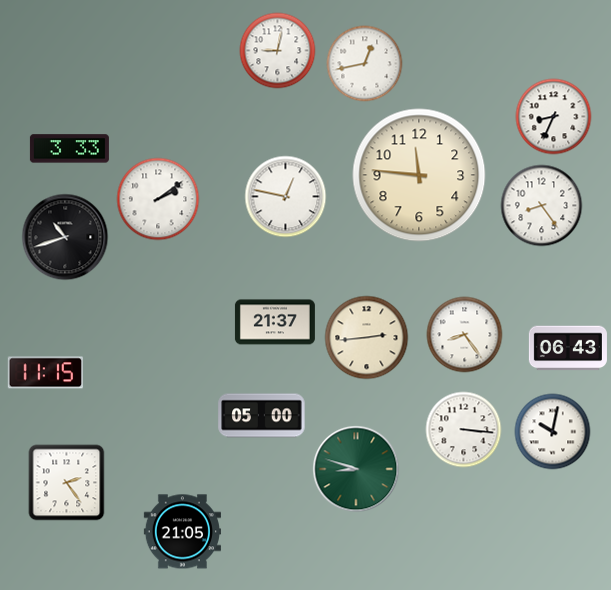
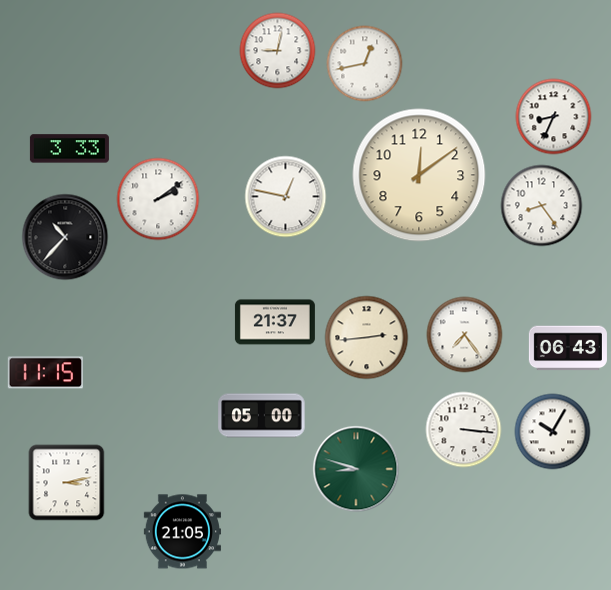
clock at (419, 175): 11:46 -> 12:09
clock at (65, 237): 10:42 -> 10:37
clock at (465, 335): 8:24 -> 7:24
clock at (553, 432): 10:02 -> 10:05
clock at (67, 483): 2:24 -> 3:13
